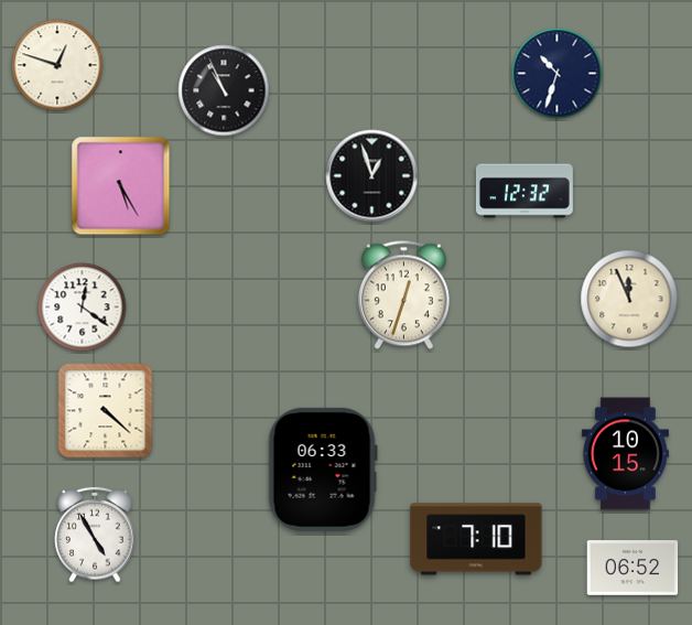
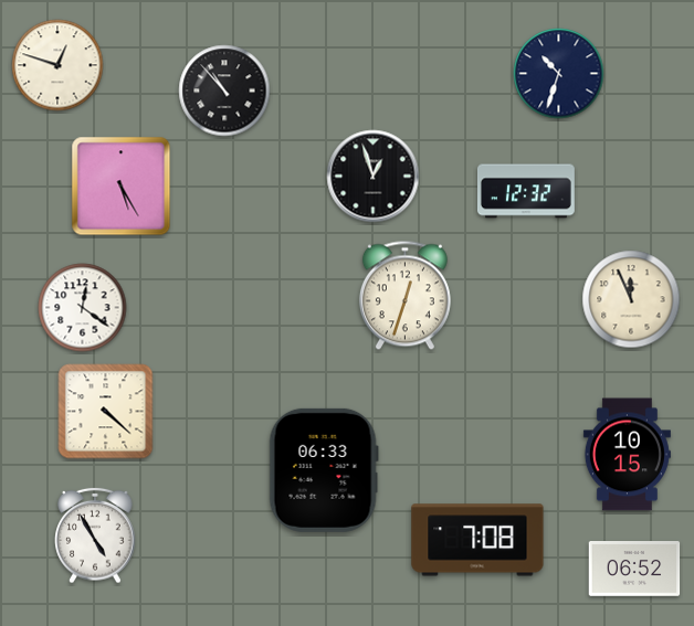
clock at (224, 90): 10:56 -> 10:53
clock at (476, 539): 7:10 -> 7:08
